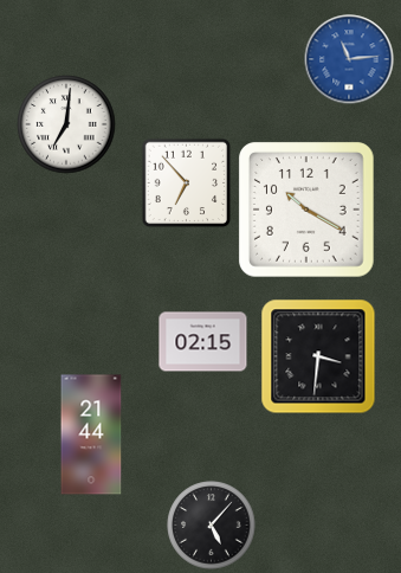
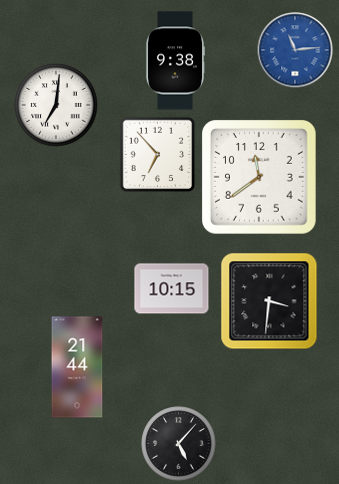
clock at (175, 61): none -> 9:38
clock at (308, 211): 10:20 -> 11:39
clock at (203, 342): 02:15 -> 10:15
